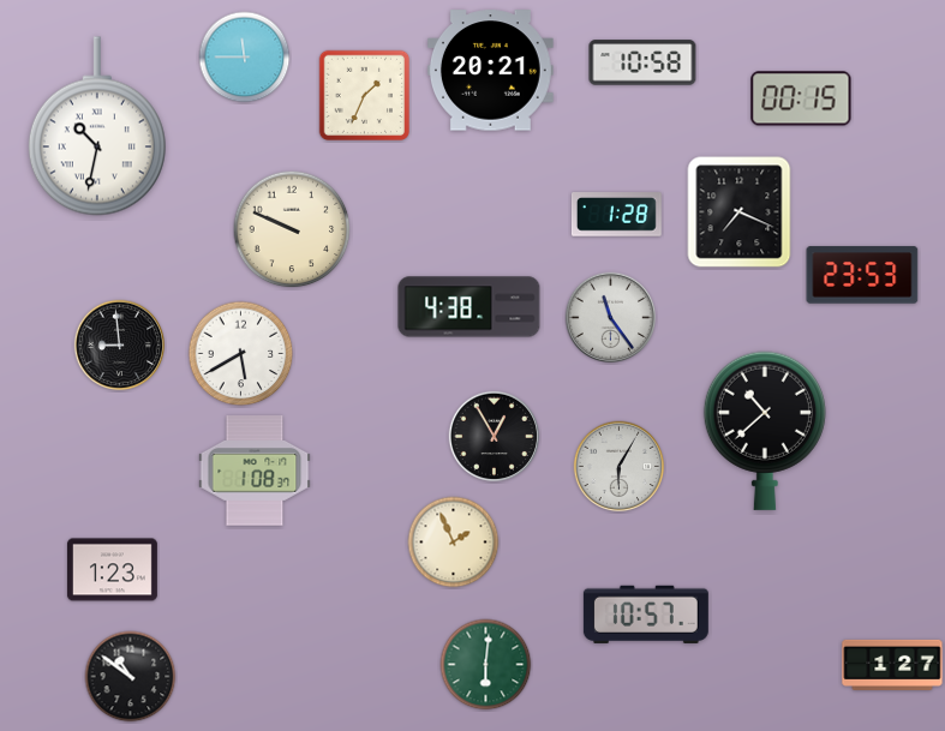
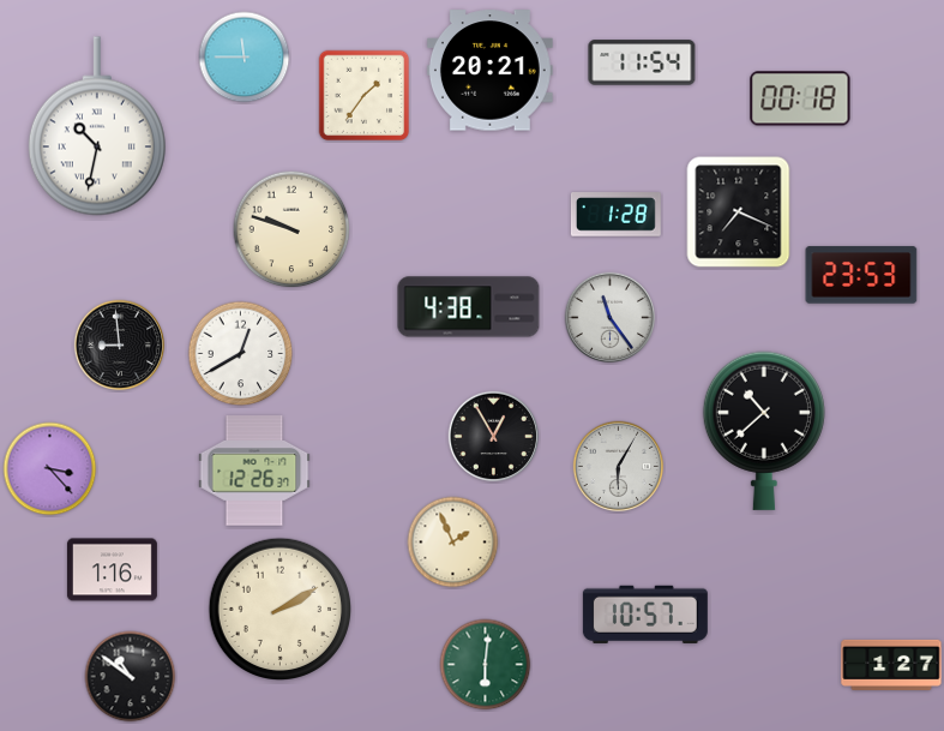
clock at (642, 62): 10:58 -> 11:54
clock at (365, 96): 1:34 -> 1:36
clock at (801, 98): 00:15 -> 00:18
clock at (292, 229): 9:49 -> 9:48
clock at (241, 354): 5:40 -> 12:40
clock at (50, 469): none -> 3:23
clock at (255, 471): 1:08 -> 12:26
clock at (112, 570): 1:23 -> 1:16
clock at (279, 610): none -> 2:10
